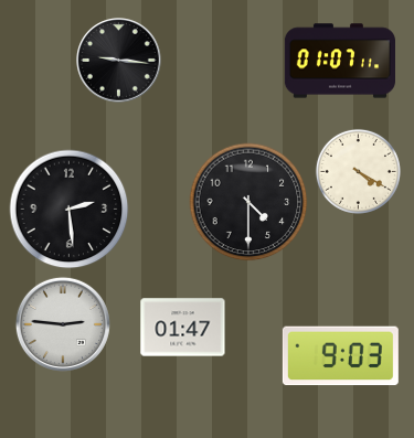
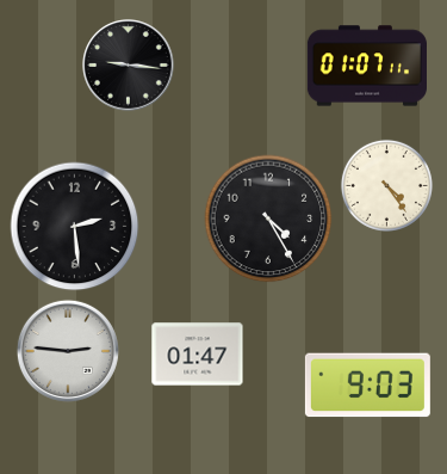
clock at (358, 171): 4:20 -> 4:24
clock at (248, 202): 4:30 -> 4:25
